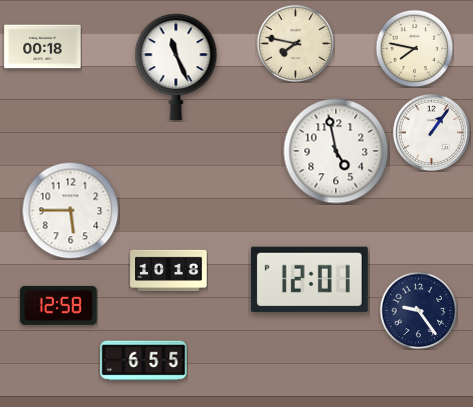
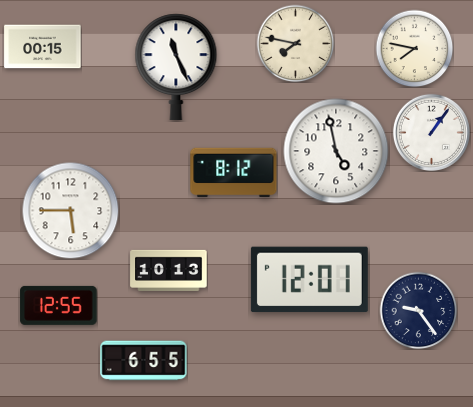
clock at (43, 47): 00:18 -> 00:15
clock at (234, 173): none -> 8:12
clock at (169, 270): 10:18 -> 10:13
clock at (59, 305): 12:58 -> 12:55
